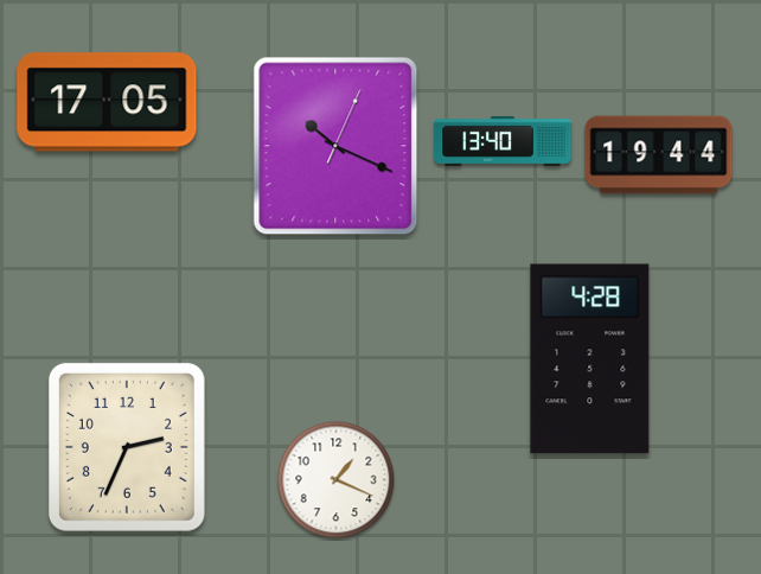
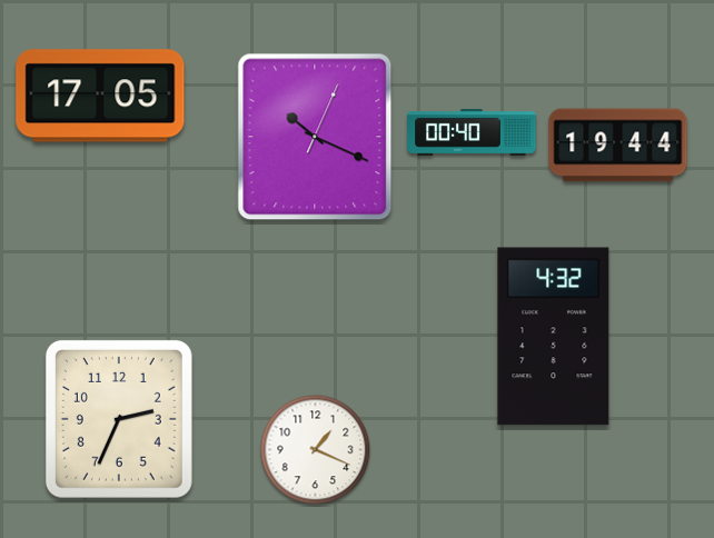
clock at (503, 141): 13:40 -> 00:40
clock at (590, 359): 4:28 -> 4:32
